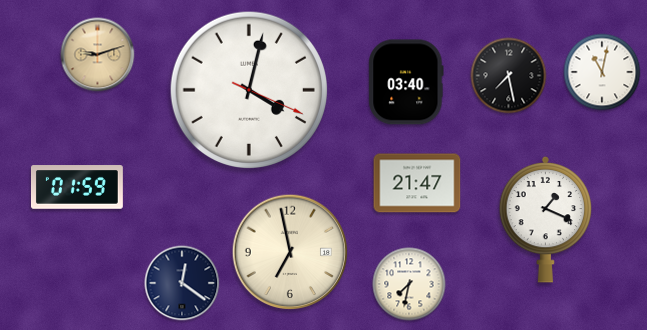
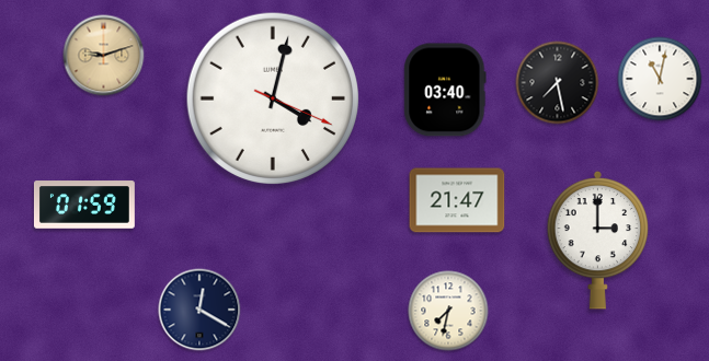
clock at (98, 55) position: (98, 55) -> (104, 56)
clock at (546, 219): 1:19 -> 3:00
clock at (290, 252): 6:58 -> none
clock at (182, 283): 12:21 -> 12:20
